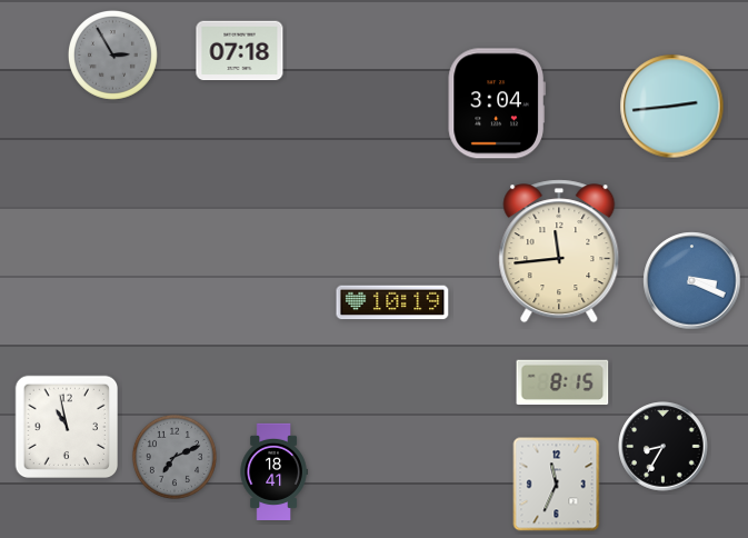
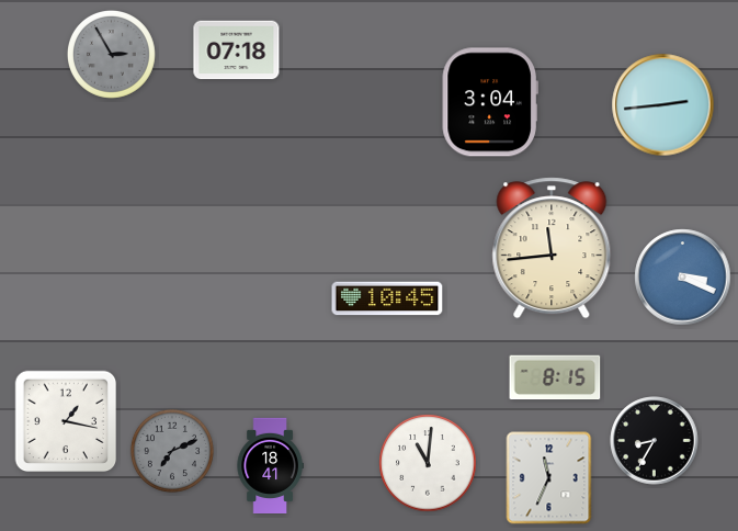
clock at (392, 302): 10:19 -> 10:45
clock at (67, 427): 10:58 -> 1:17
clock at (428, 463): none -> 11:01
